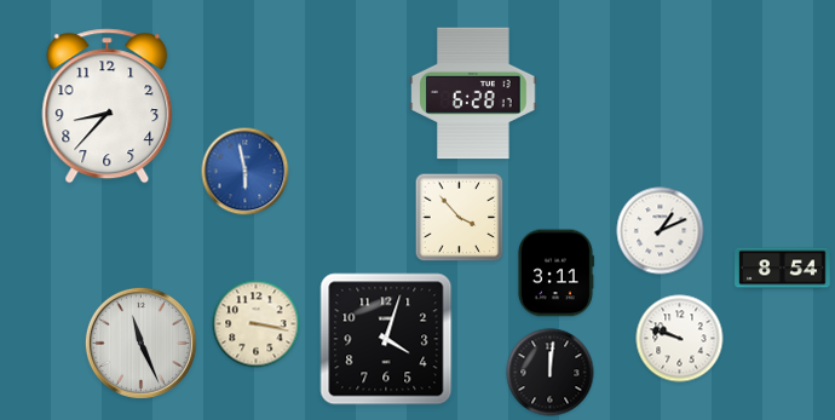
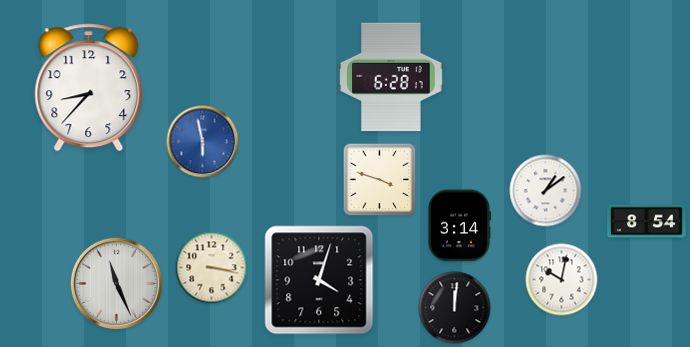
clock at (460, 218): 3:53 -> 3:48
clock at (661, 231): 1:11 -> 1:09
clock at (555, 274): 3:11 -> 3:14
clock at (680, 339): 9:48 -> 10:02
